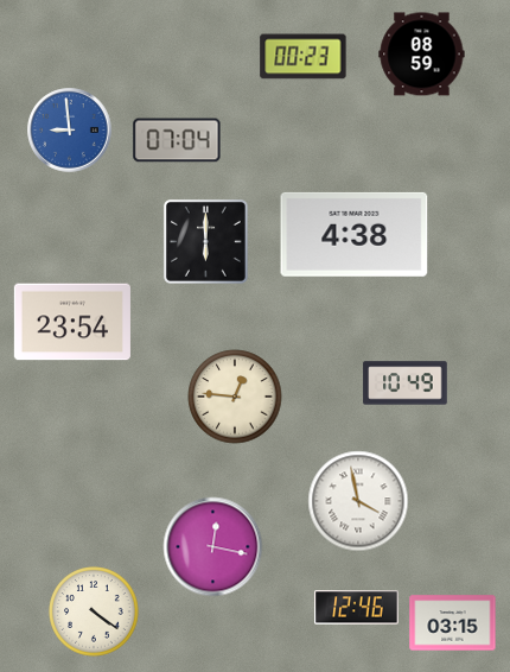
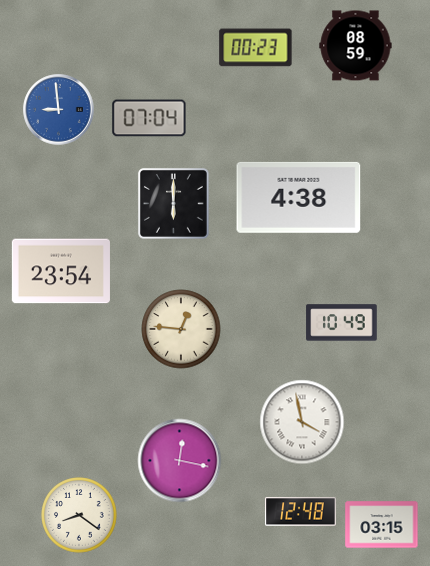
clock at (235, 397) position: (235, 397) -> (181, 329)
clock at (357, 608): 12:46 -> 12:48
clock at (94, 611): 4:21 -> 8:21
